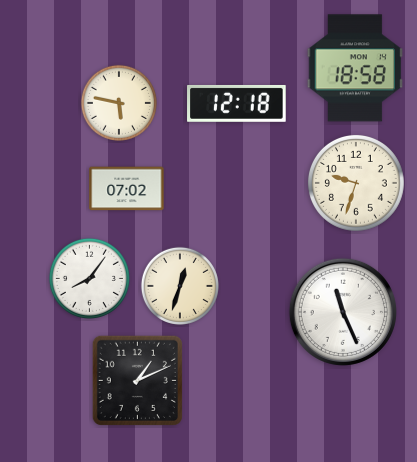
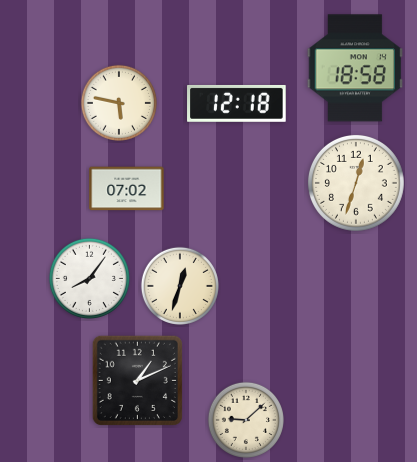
clock at (356, 183): 9:33 -> 12:33
clock at (343, 312): 11:26 -> none
clock at (246, 420): none -> 9:08
